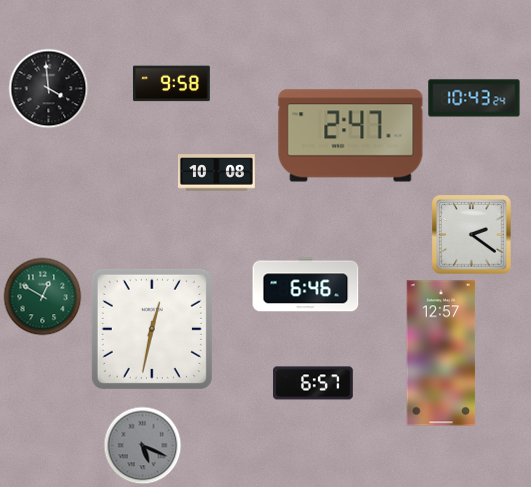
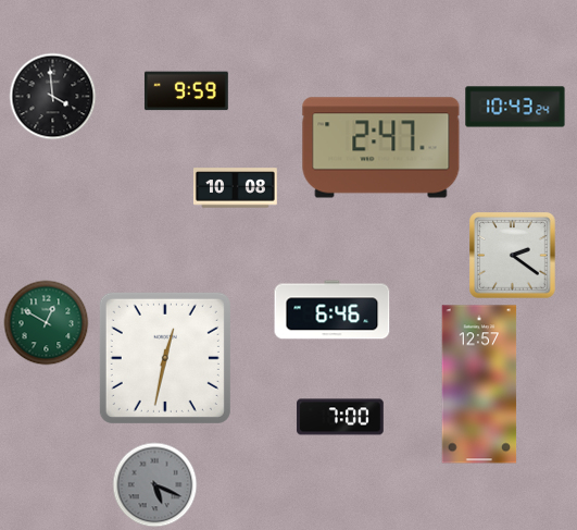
clock at (171, 84): 9:58 -> 9:59
clock at (313, 383): 6:57 -> 7:00
